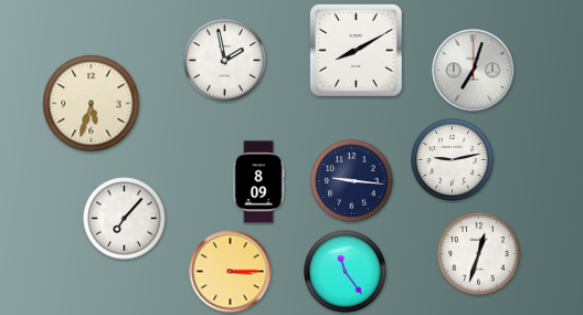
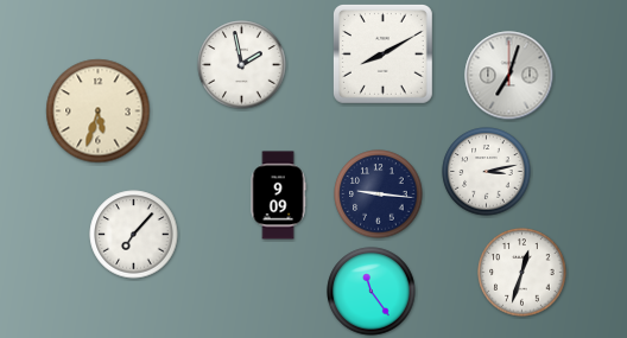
clock at (453, 160): 9:13 -> 3:13
clock at (258, 182): 8:09 -> 9:09
clock at (479, 254) position: (479, 254) -> (522, 273)
clock at (231, 272): 3:15 -> none
